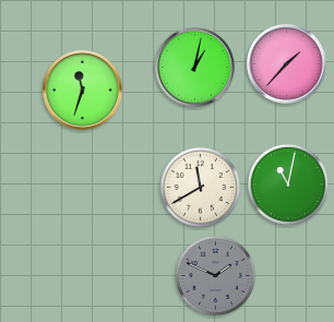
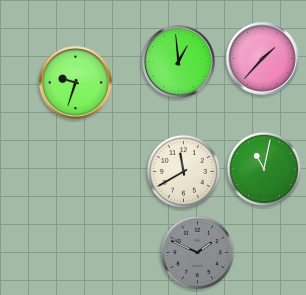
clock at (195, 68): 1:02 -> 12:59
clock at (83, 91): 11:33 -> 9:33
